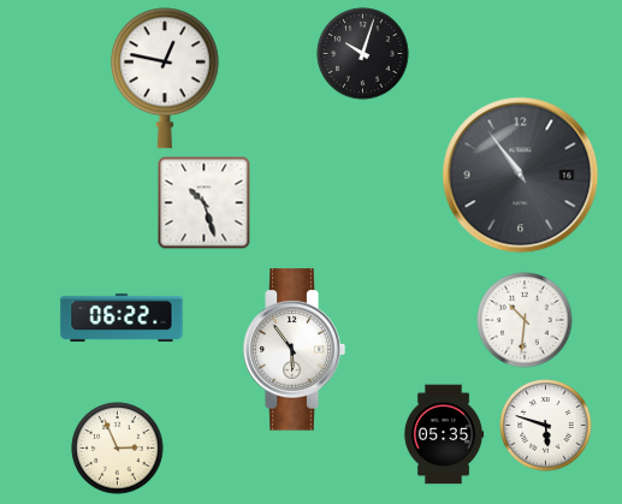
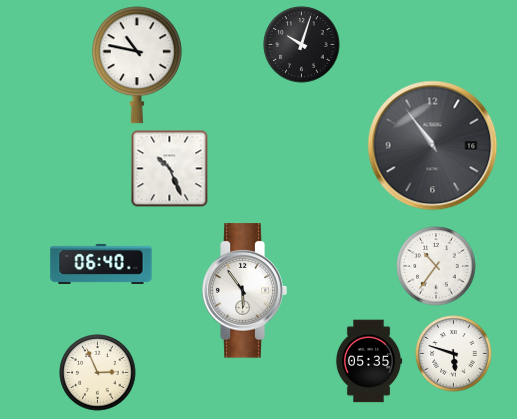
clock at (165, 78): 12:47 -> 10:47
clock at (205, 203): 10:27 -> 10:26
clock at (122, 318): 06:22 -> 06:40
clock at (525, 320): 10:31 -> 10:36
